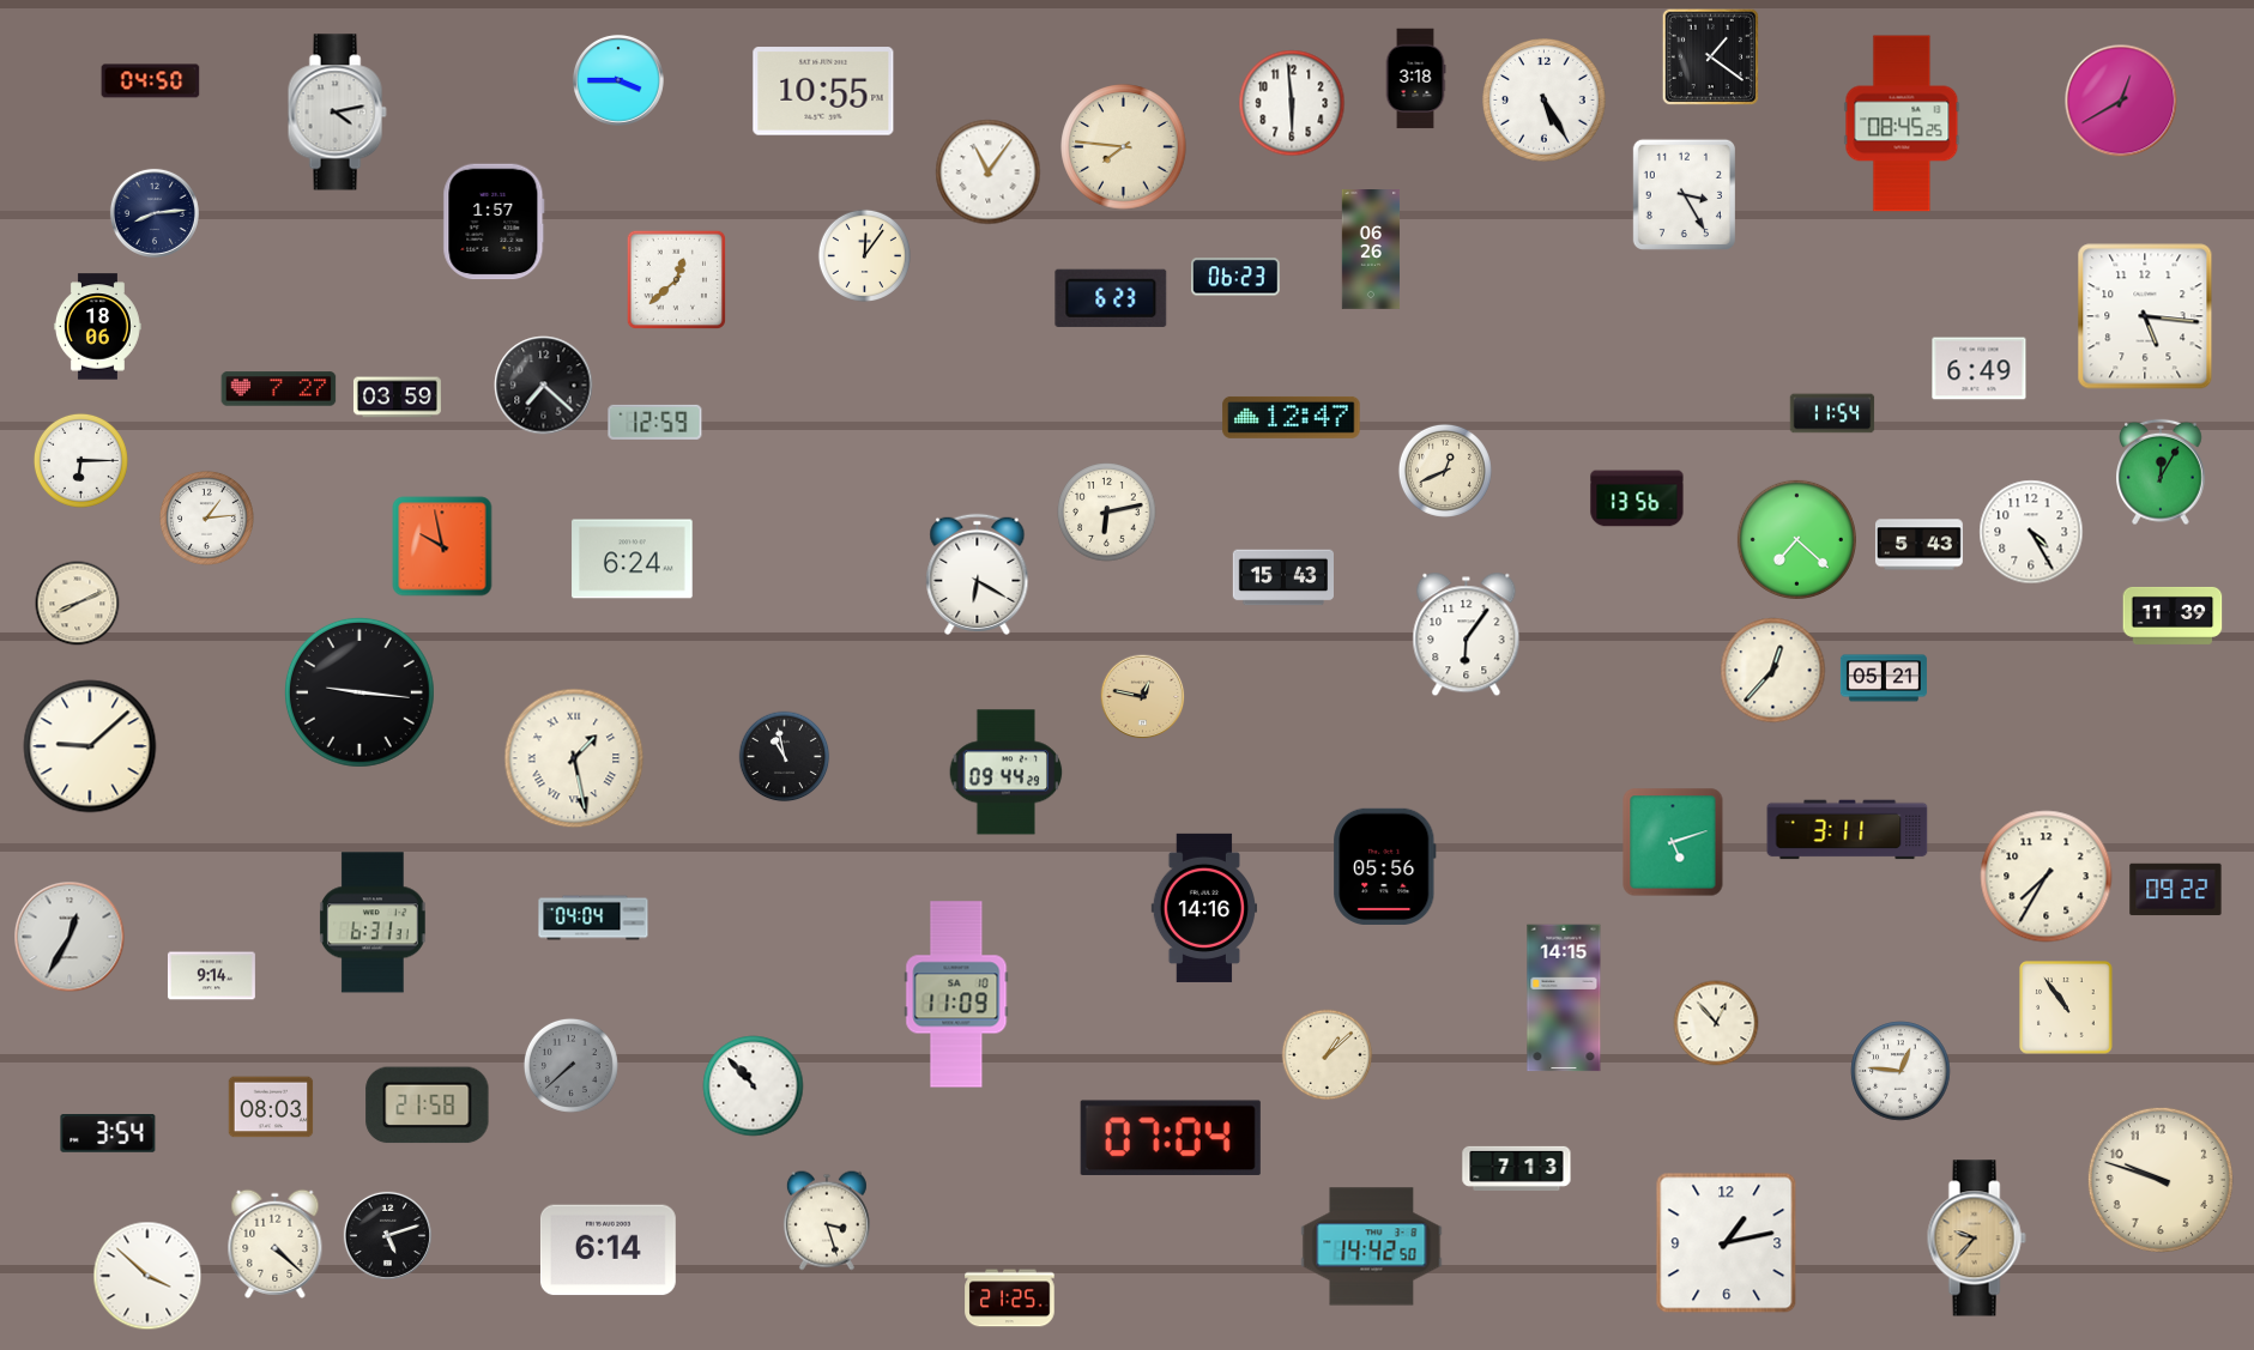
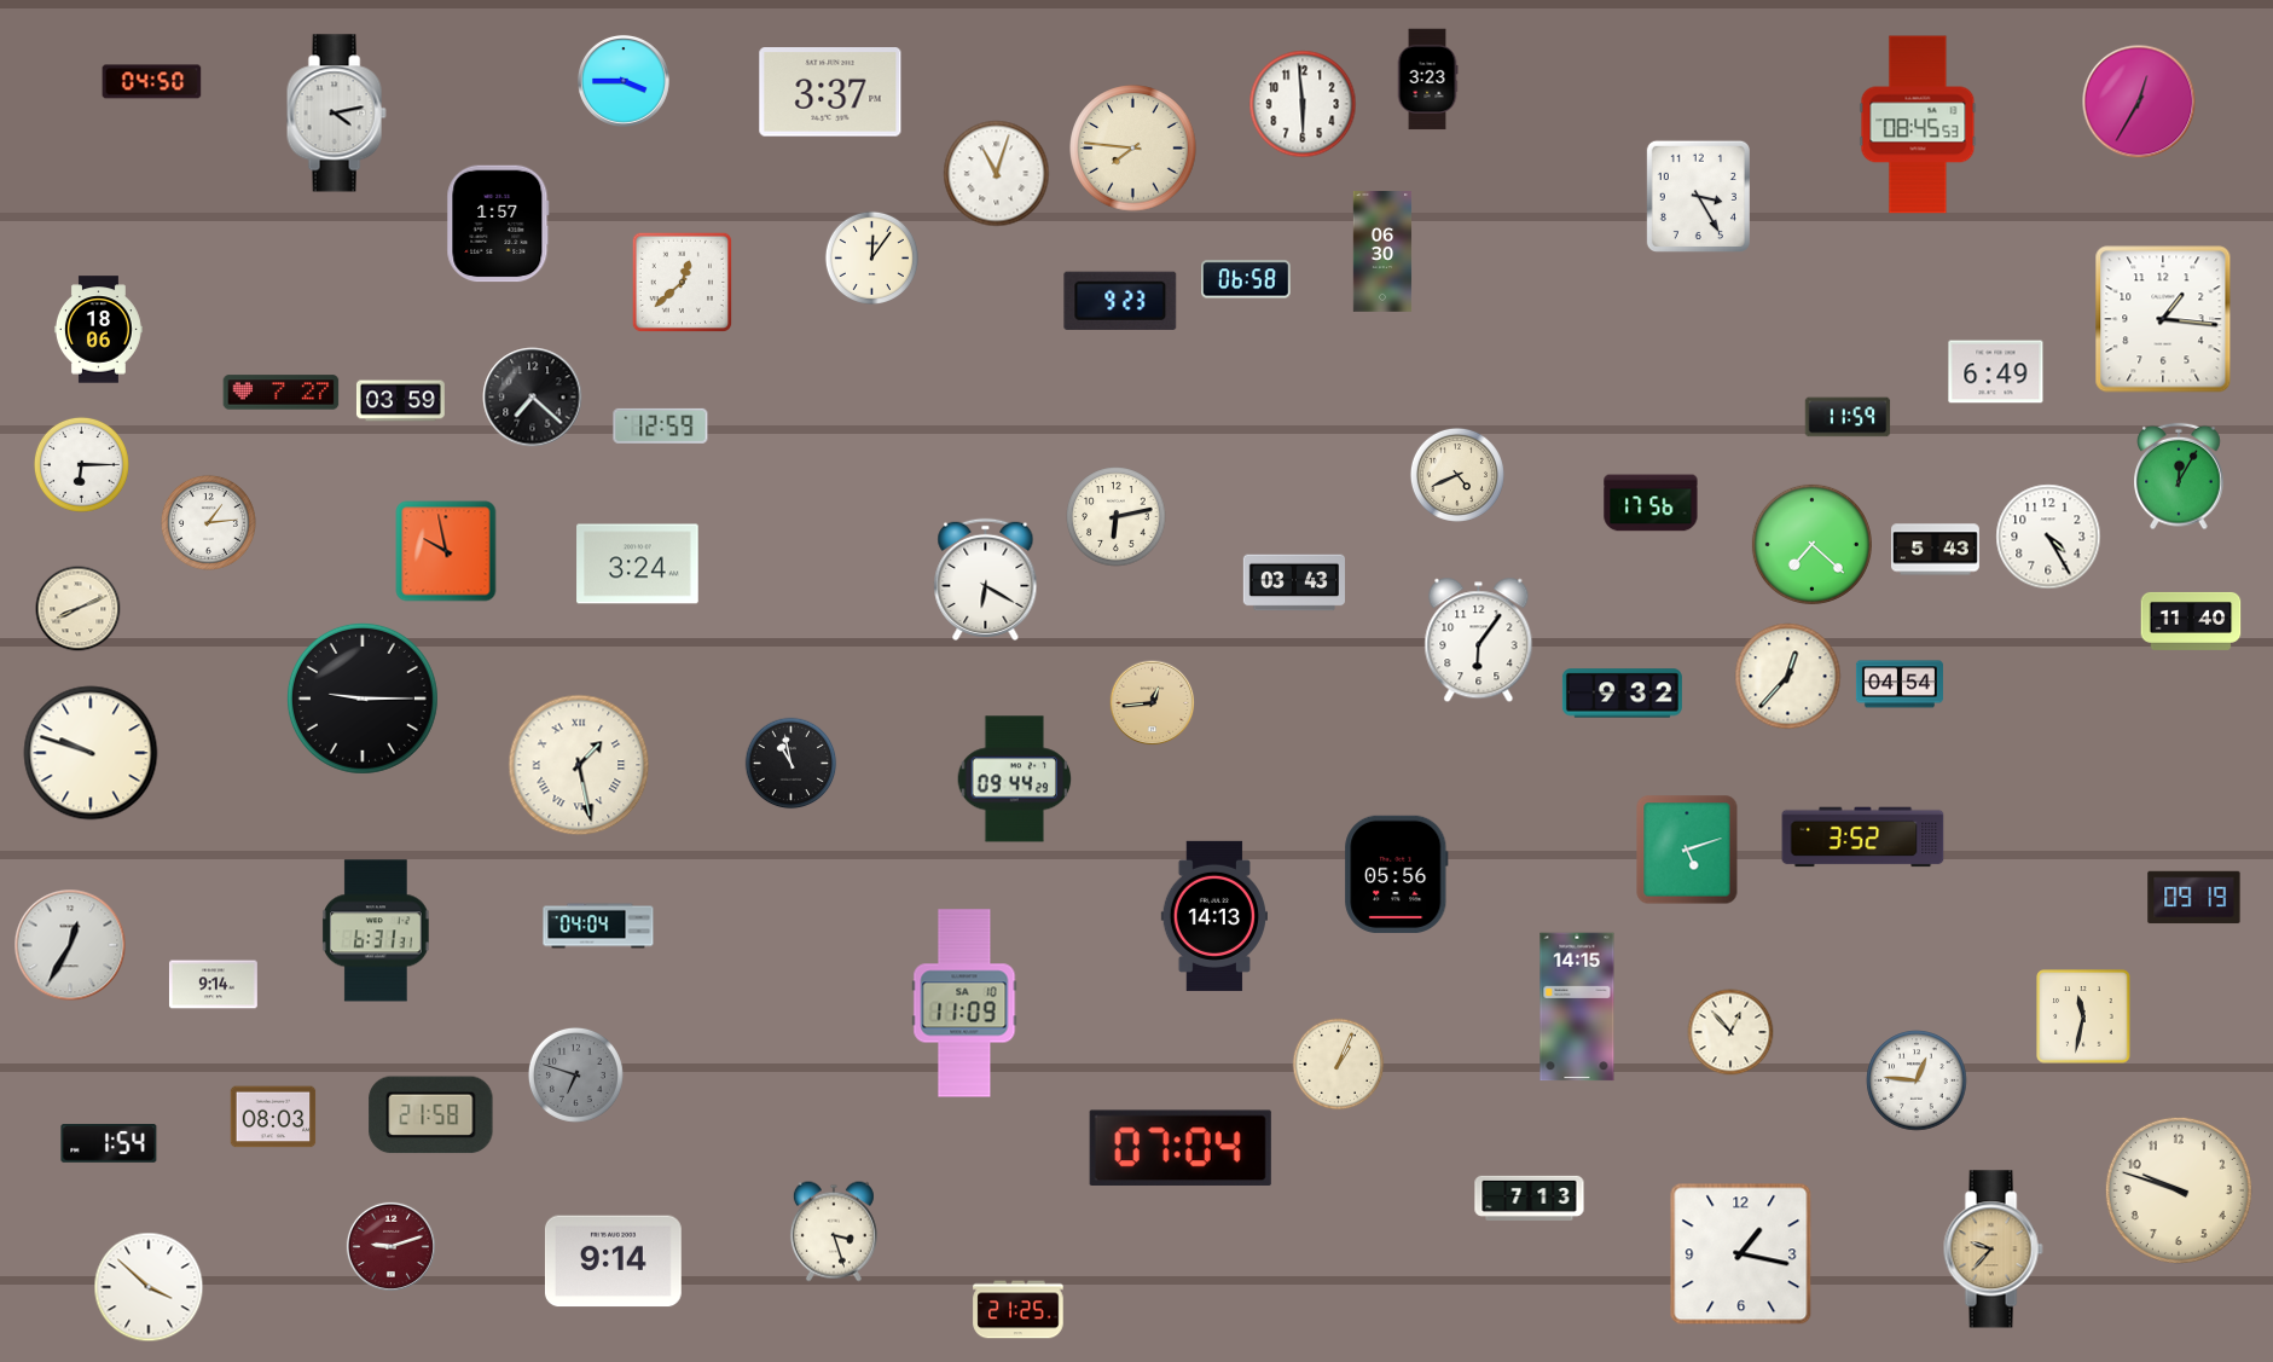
clock at (1710, 56): 1:21 -> none
clock at (1415, 79): 3:18 -> 3:23
clock at (823, 91): 10:55 -> 3:37
clock at (1545, 101): 5:25 -> none
clock at (2121, 101): 12:40 -> 12:35
clock at (337, 113) position: (337, 113) -> (336, 114)
clock at (1902, 123): 08:45:25 -> 08:45:53
clock at (989, 172): 11:06 -> 11:03
clock at (155, 213): 8:14 -> none
clock at (1371, 249): 06:26 -> 06:30
clock at (1237, 277): 06:23 -> 06:58
clock at (1111, 298): 6:23 -> 9:23
clock at (2145, 316): 5:16 -> 1:16
clock at (544, 386) position: (544, 386) -> (533, 398)
clock at (1832, 413): 11:54 -> 11:59
clock at (1292, 417): 12:47 -> none
clock at (1445, 471): 12:41 -> 4:41
clock at (1637, 498): 13:56 -> 17:56
clock at (633, 559): 6:24 -> 3:24
clock at (1282, 577): 15:43 -> 03:43
clock at (2173, 616): 11:39 -> 11:40
clock at (1884, 678): 05:21 -> 04:54
clock at (1622, 694): none -> 9:32
clock at (359, 692): 9:16 -> 9:15
clock at (1143, 697): 12:47 -> 12:44
clock at (90, 746): 9:08 -> 9:48
clock at (1848, 830): 3:11 -> 3:52
clock at (2047, 877): 7:35 -> none
clock at (2176, 890): 09:22 -> 09:19
clock at (1203, 908): 14:16 -> 14:13
clock at (2066, 1007): 10:54 -> 11:32
clock at (1328, 1055): 1:08 -> 1:04
clock at (570, 1065): 7:38 -> 6:48
clock at (754, 1086): 10:53 -> none
clock at (108, 1134): 3:54 -> 1:54
clock at (1517, 1168) position: (1517, 1168) -> (1530, 1198)
clock at (387, 1235): 5:12 -> 9:12
clock at (387, 1235) dial: black -> burgundy
clock at (276, 1243): 4:22 -> none
clock at (1727, 1243): 1:13 -> 1:17
clock at (1372, 1247): 14:42 -> none
clock at (608, 1251): 6:14 -> 9:14
